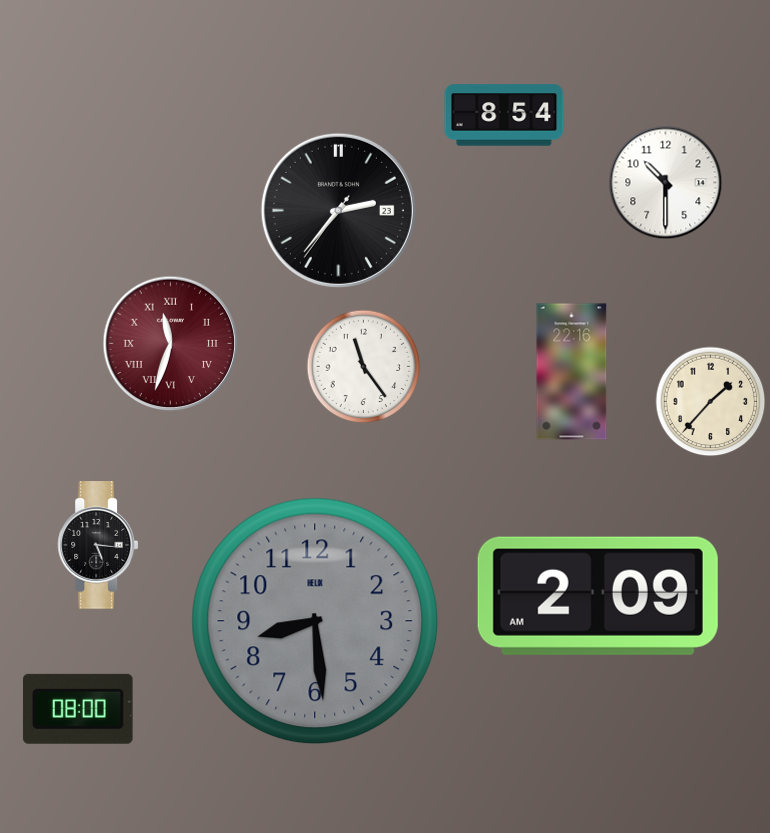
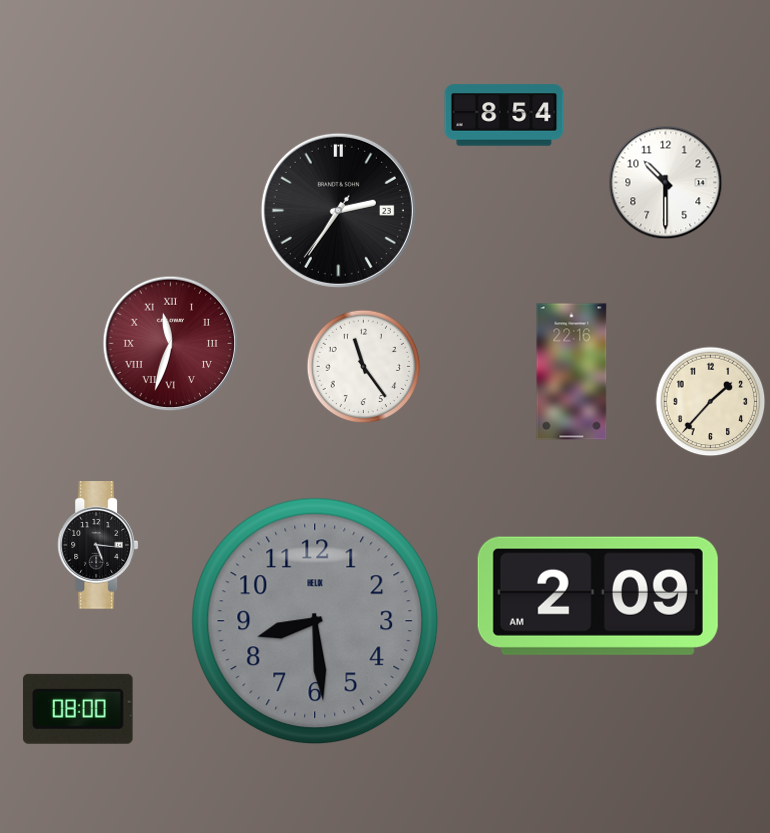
clock at (338, 210): 2:36 -> 2:35
